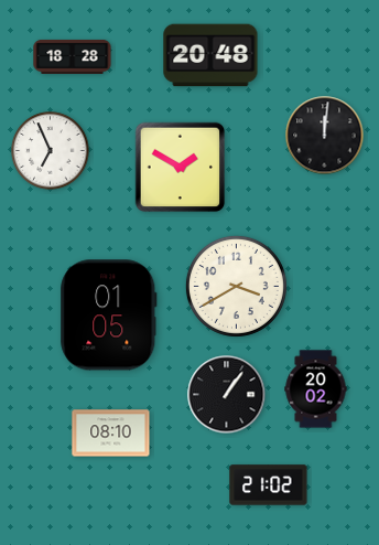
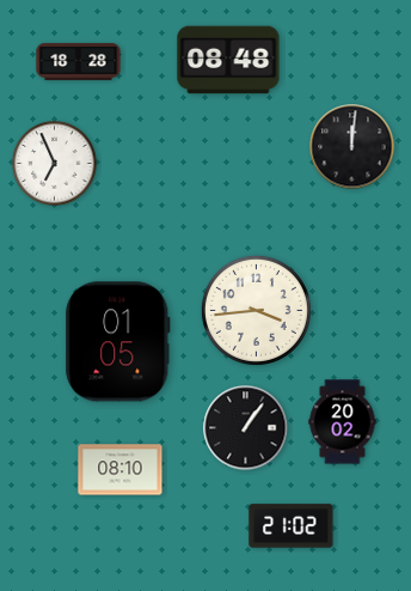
clock at (210, 55): 20:48 -> 08:48
clock at (181, 168): 1:50 -> none
clock at (236, 286): 3:40 -> 3:44
